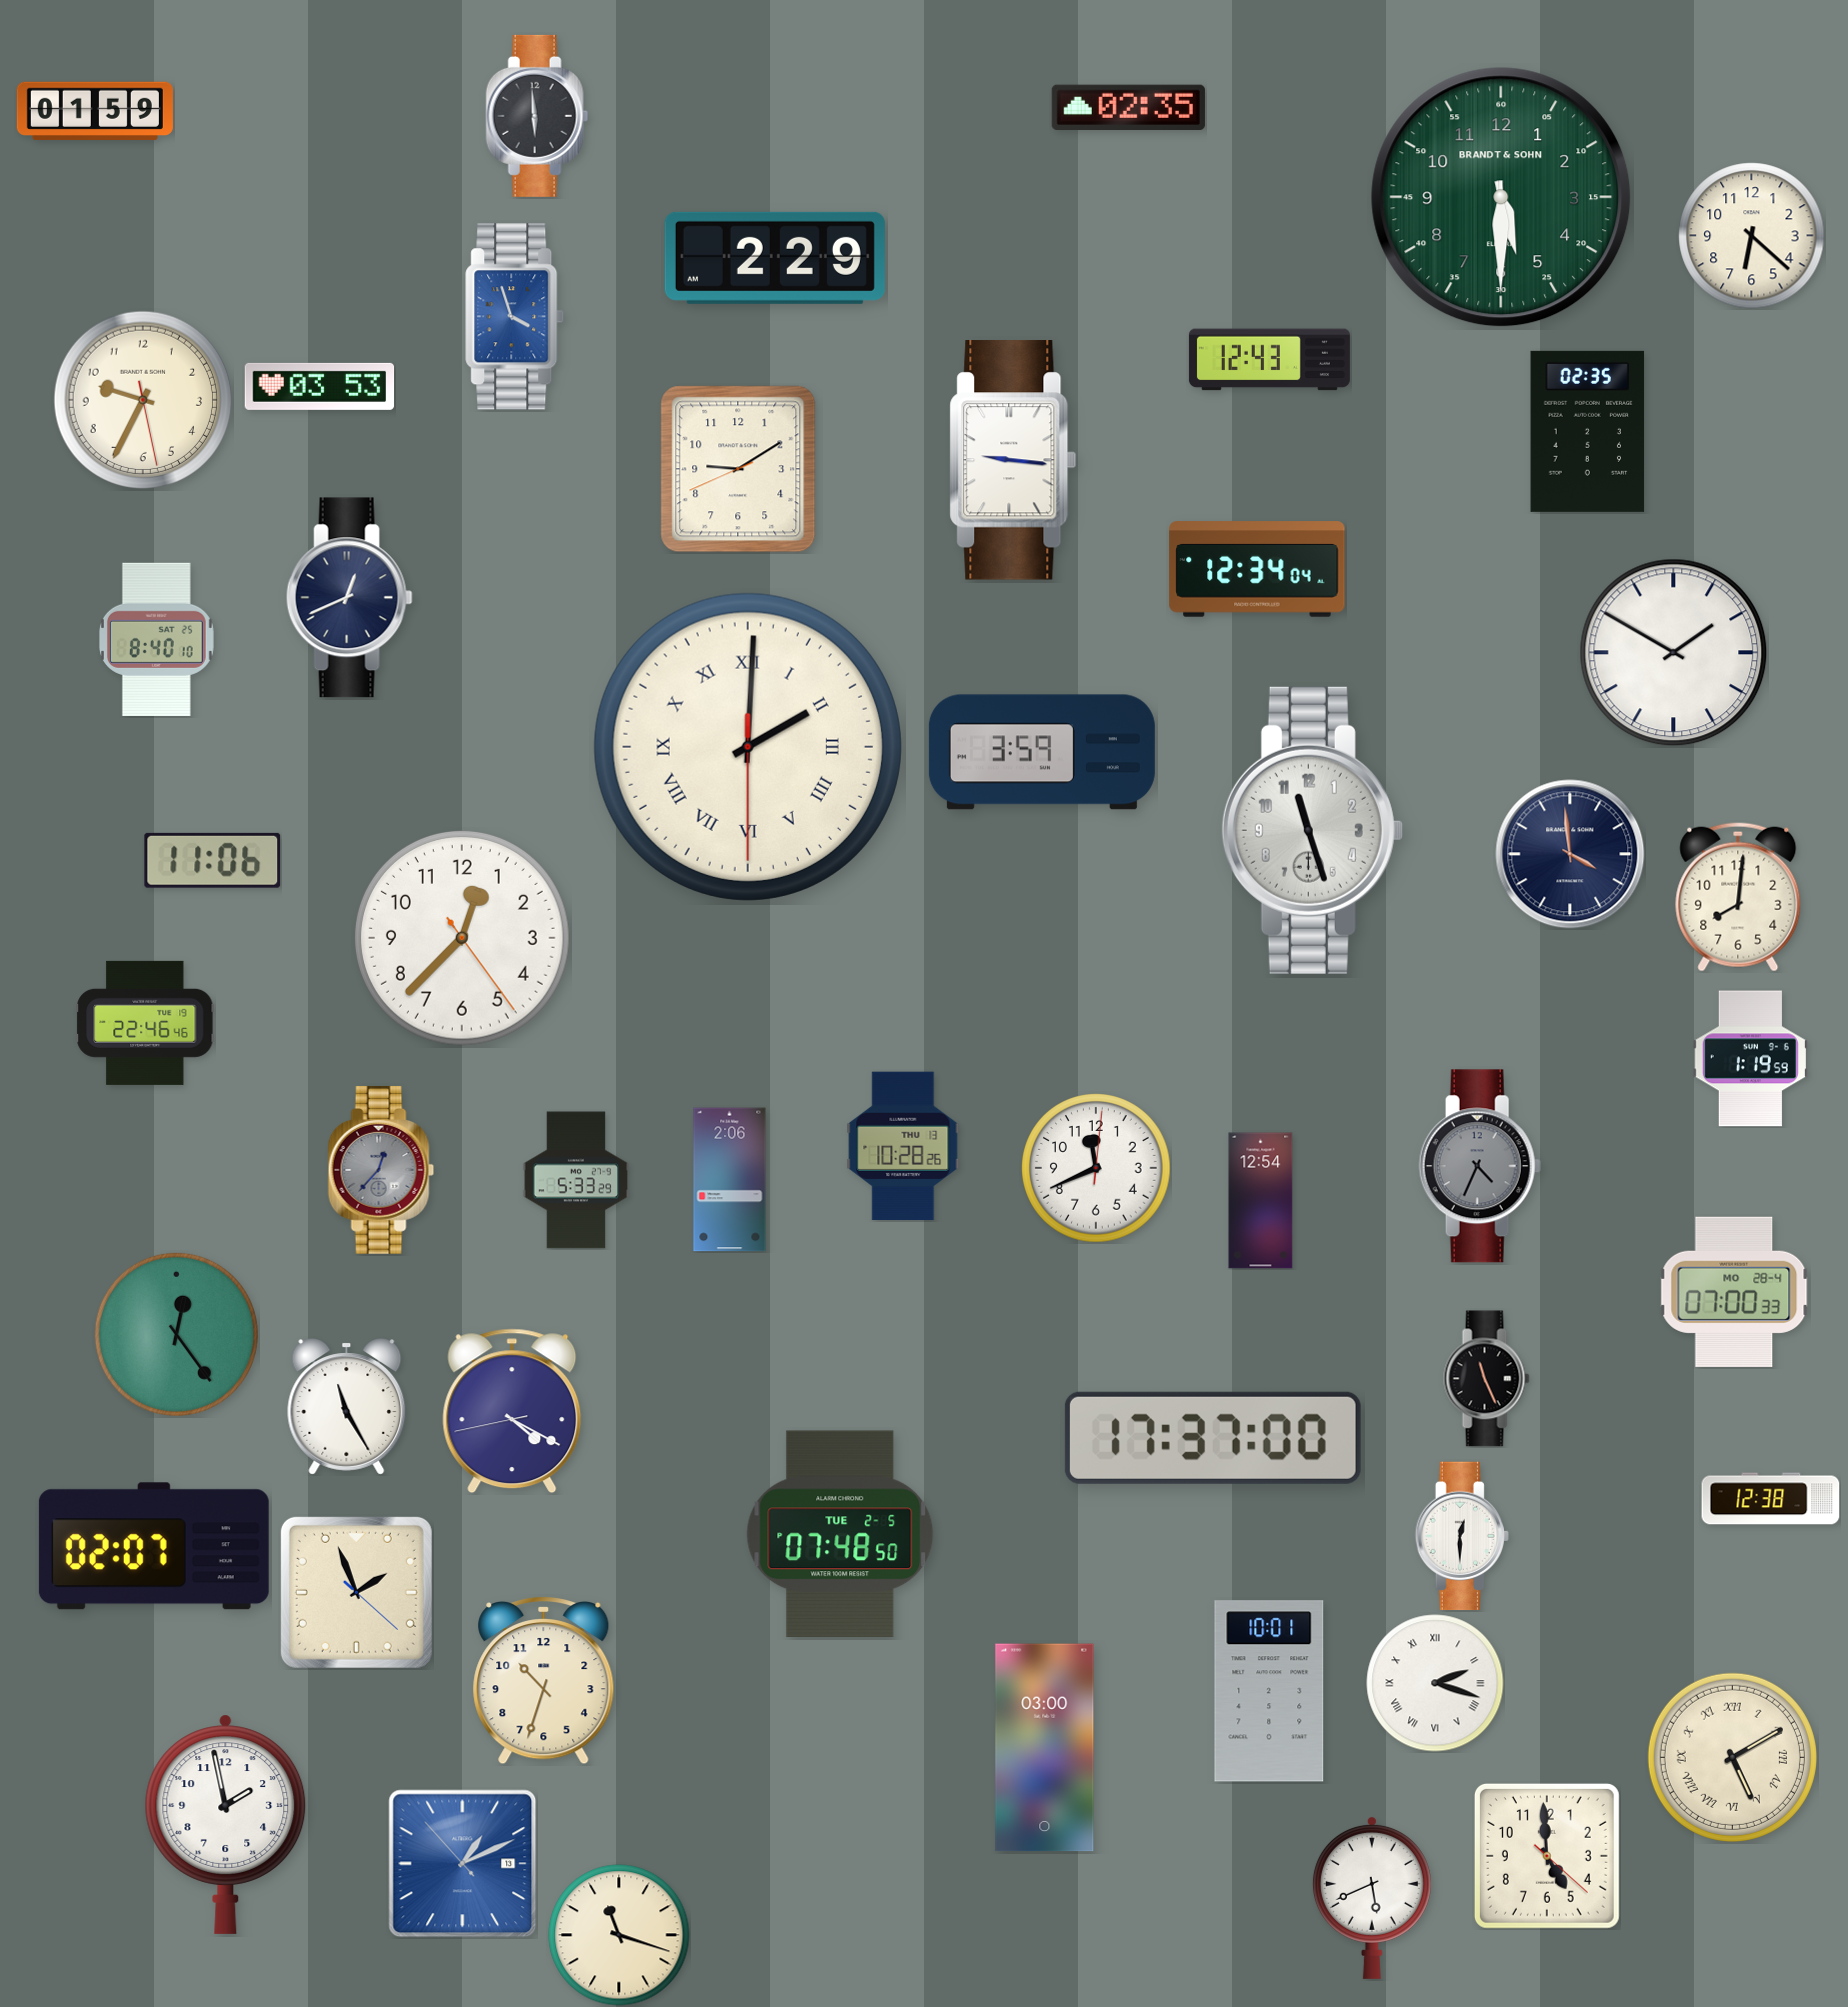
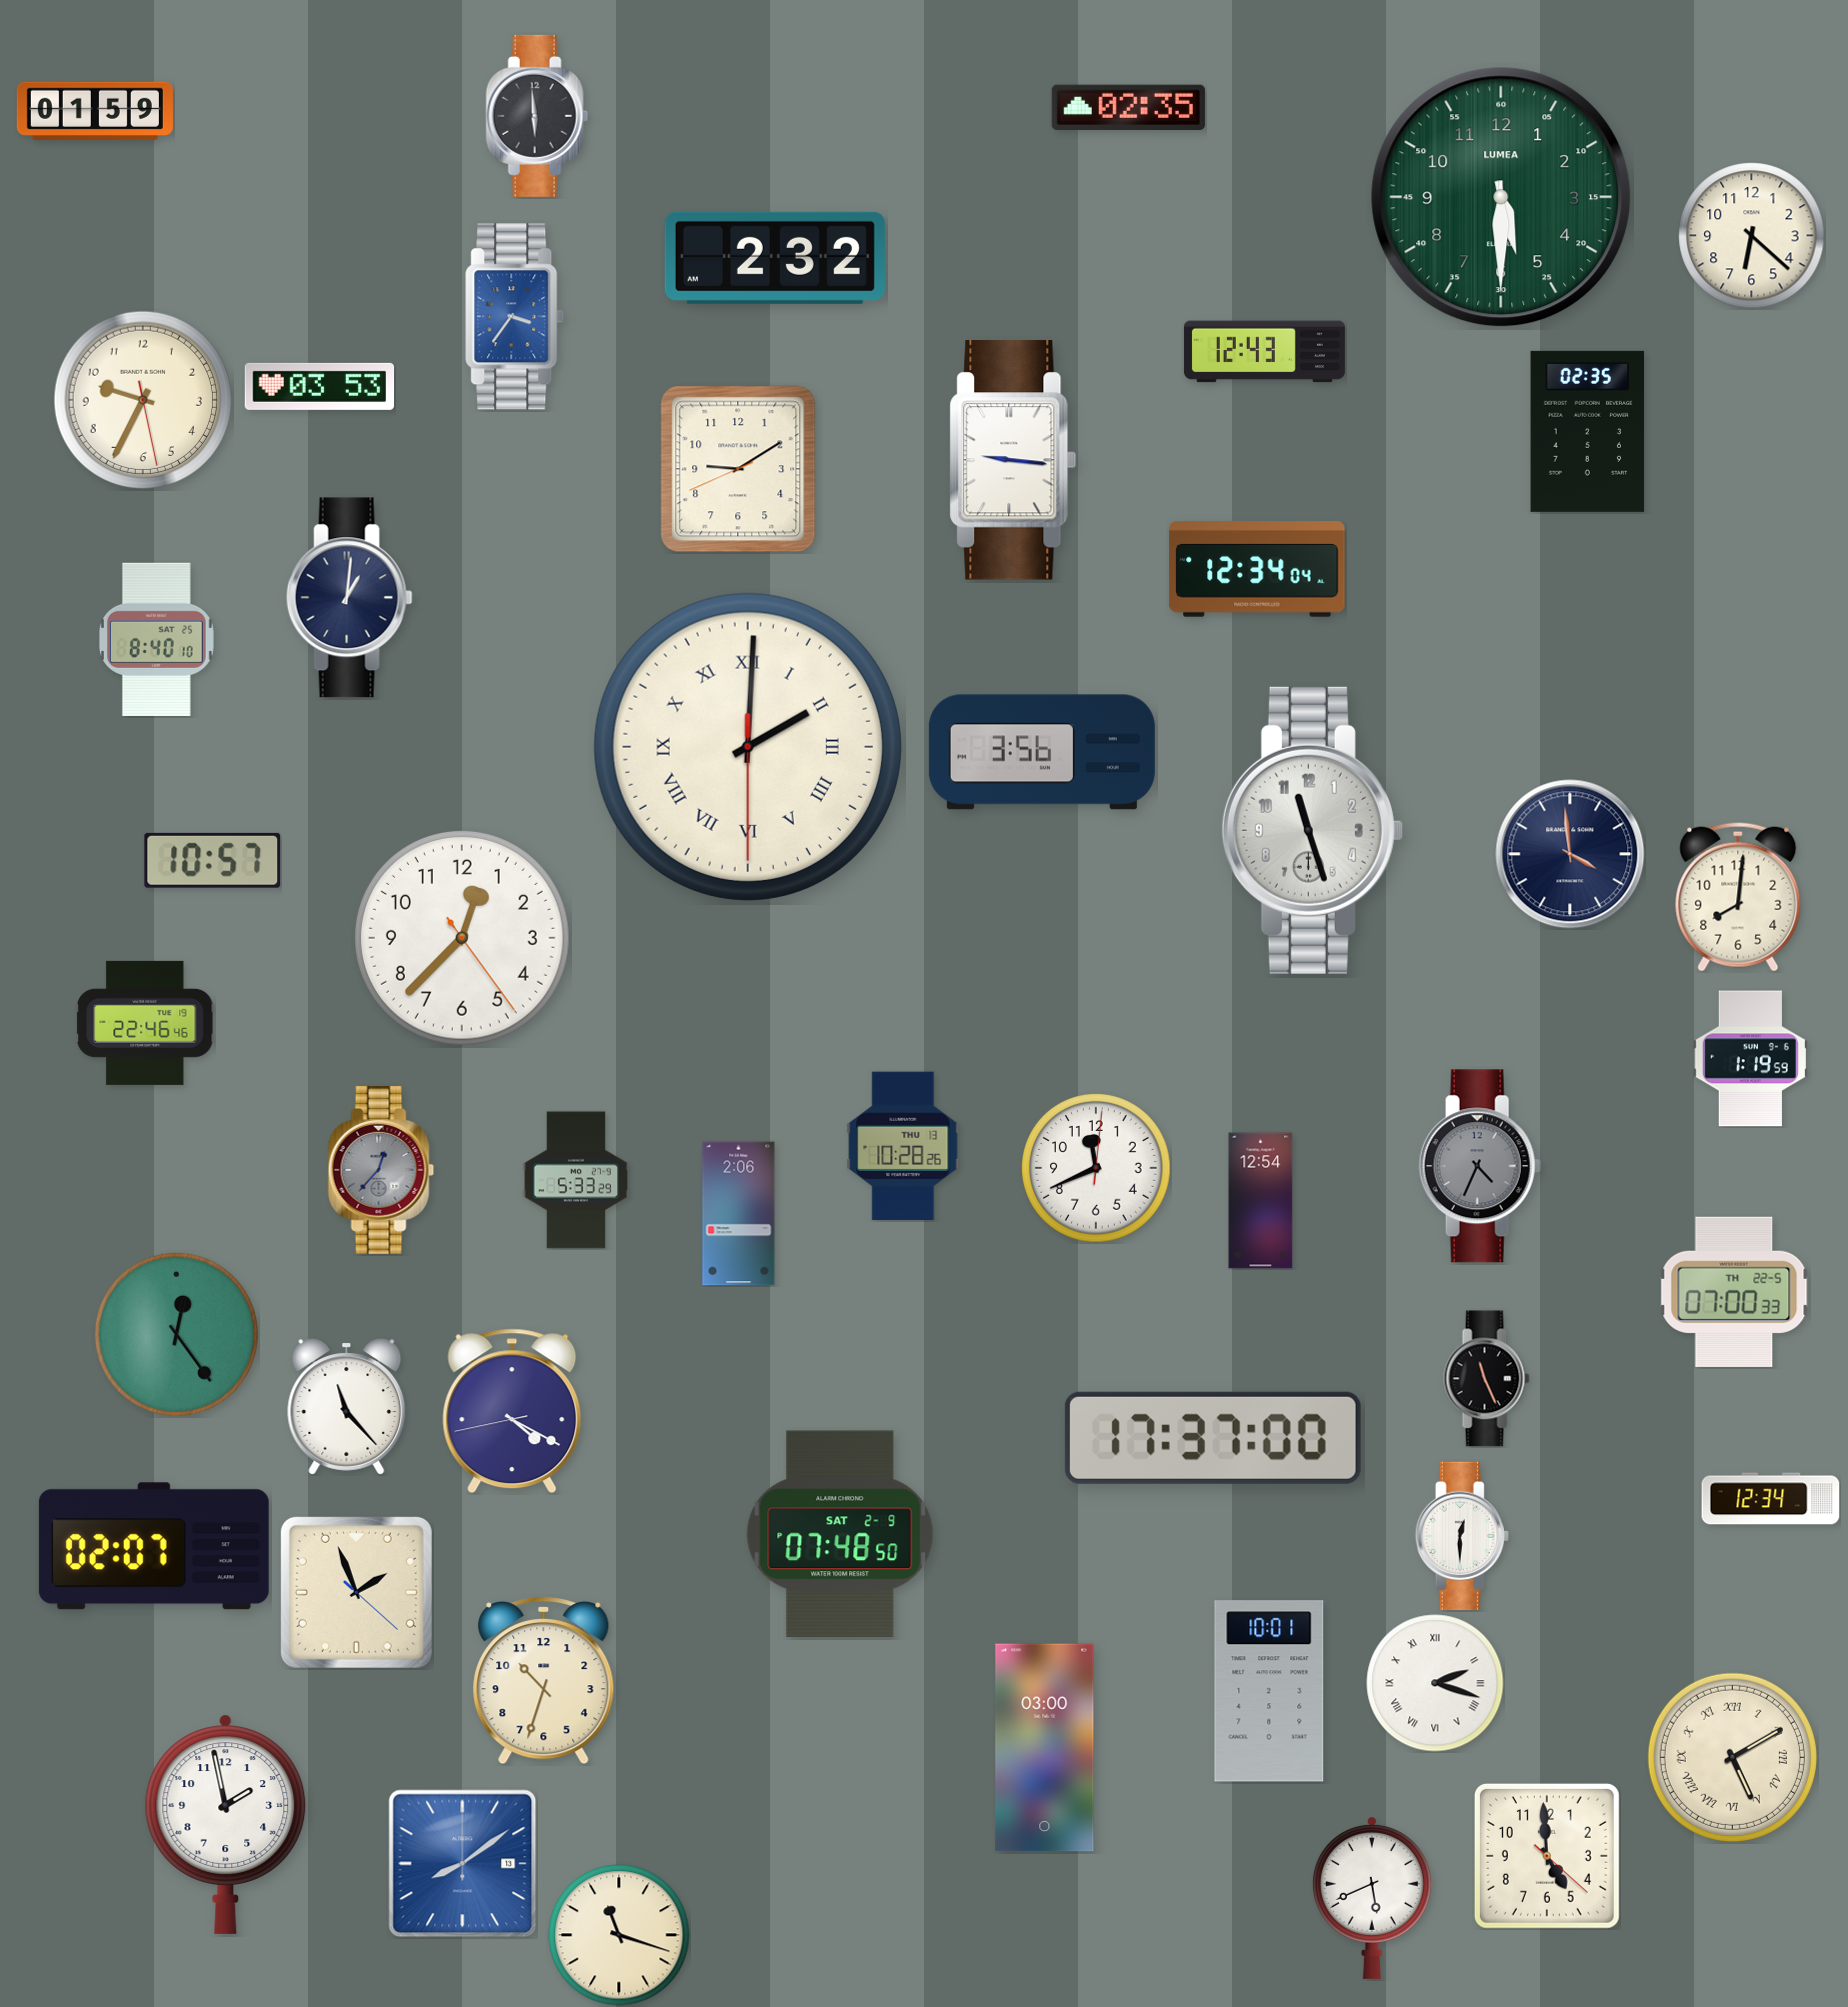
clock at (1501, 197) brand: BRANDT & SOHN -> LUMEA
clock at (775, 258): 2:29 -> 2:32
clock at (515, 317): 3:57 -> 3:36
clock at (1269, 360) position: (1269, 360) -> (1264, 352)
clock at (349, 598): 12:41 -> 1:01
clock at (1674, 653): 1:50 -> none
clock at (1042, 752): 3:59 -> 3:56
clock at (213, 860): 11:06 -> 10:57
clock at (730, 1180) position: (730, 1180) -> (739, 1214)
clock at (1734, 1292) date: MO 28-4 -> TH 22-5
clock at (347, 1407): 11:25 -> 11:23
clock at (1771, 1499): 12:38 -> 12:34
clock at (840, 1534) date: TUE 2-5 -> SAT 2-9
clock at (463, 1864): 1:10 -> 8:09
